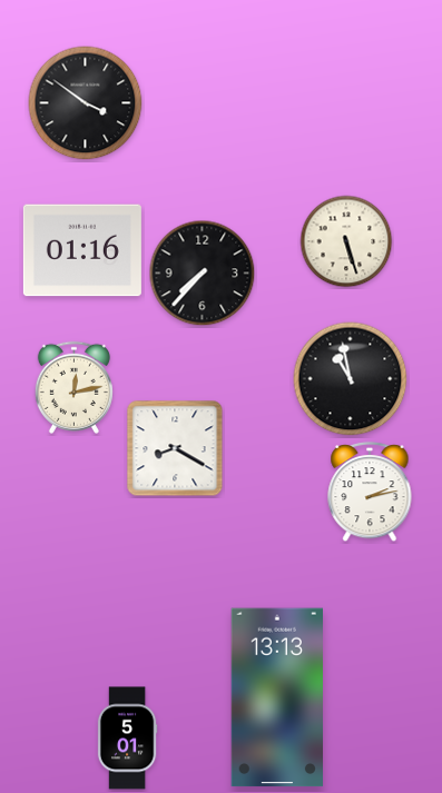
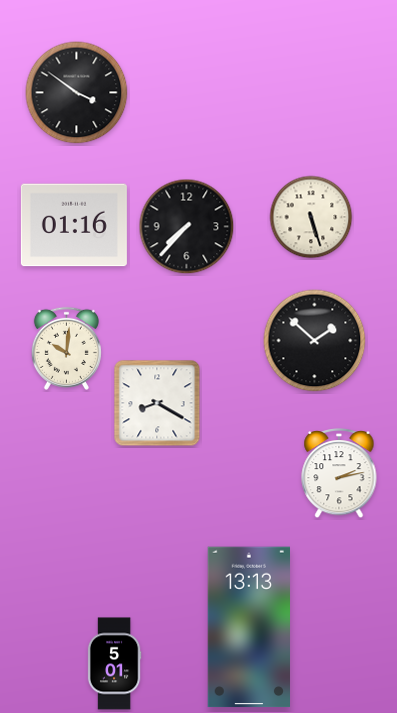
clock at (203, 274) position: (203, 274) -> (187, 227)
clock at (351, 379): 10:58 -> 1:52
clock at (73, 387): 12:13 -> 10:01
clock at (370, 492) position: (370, 492) -> (339, 473)
